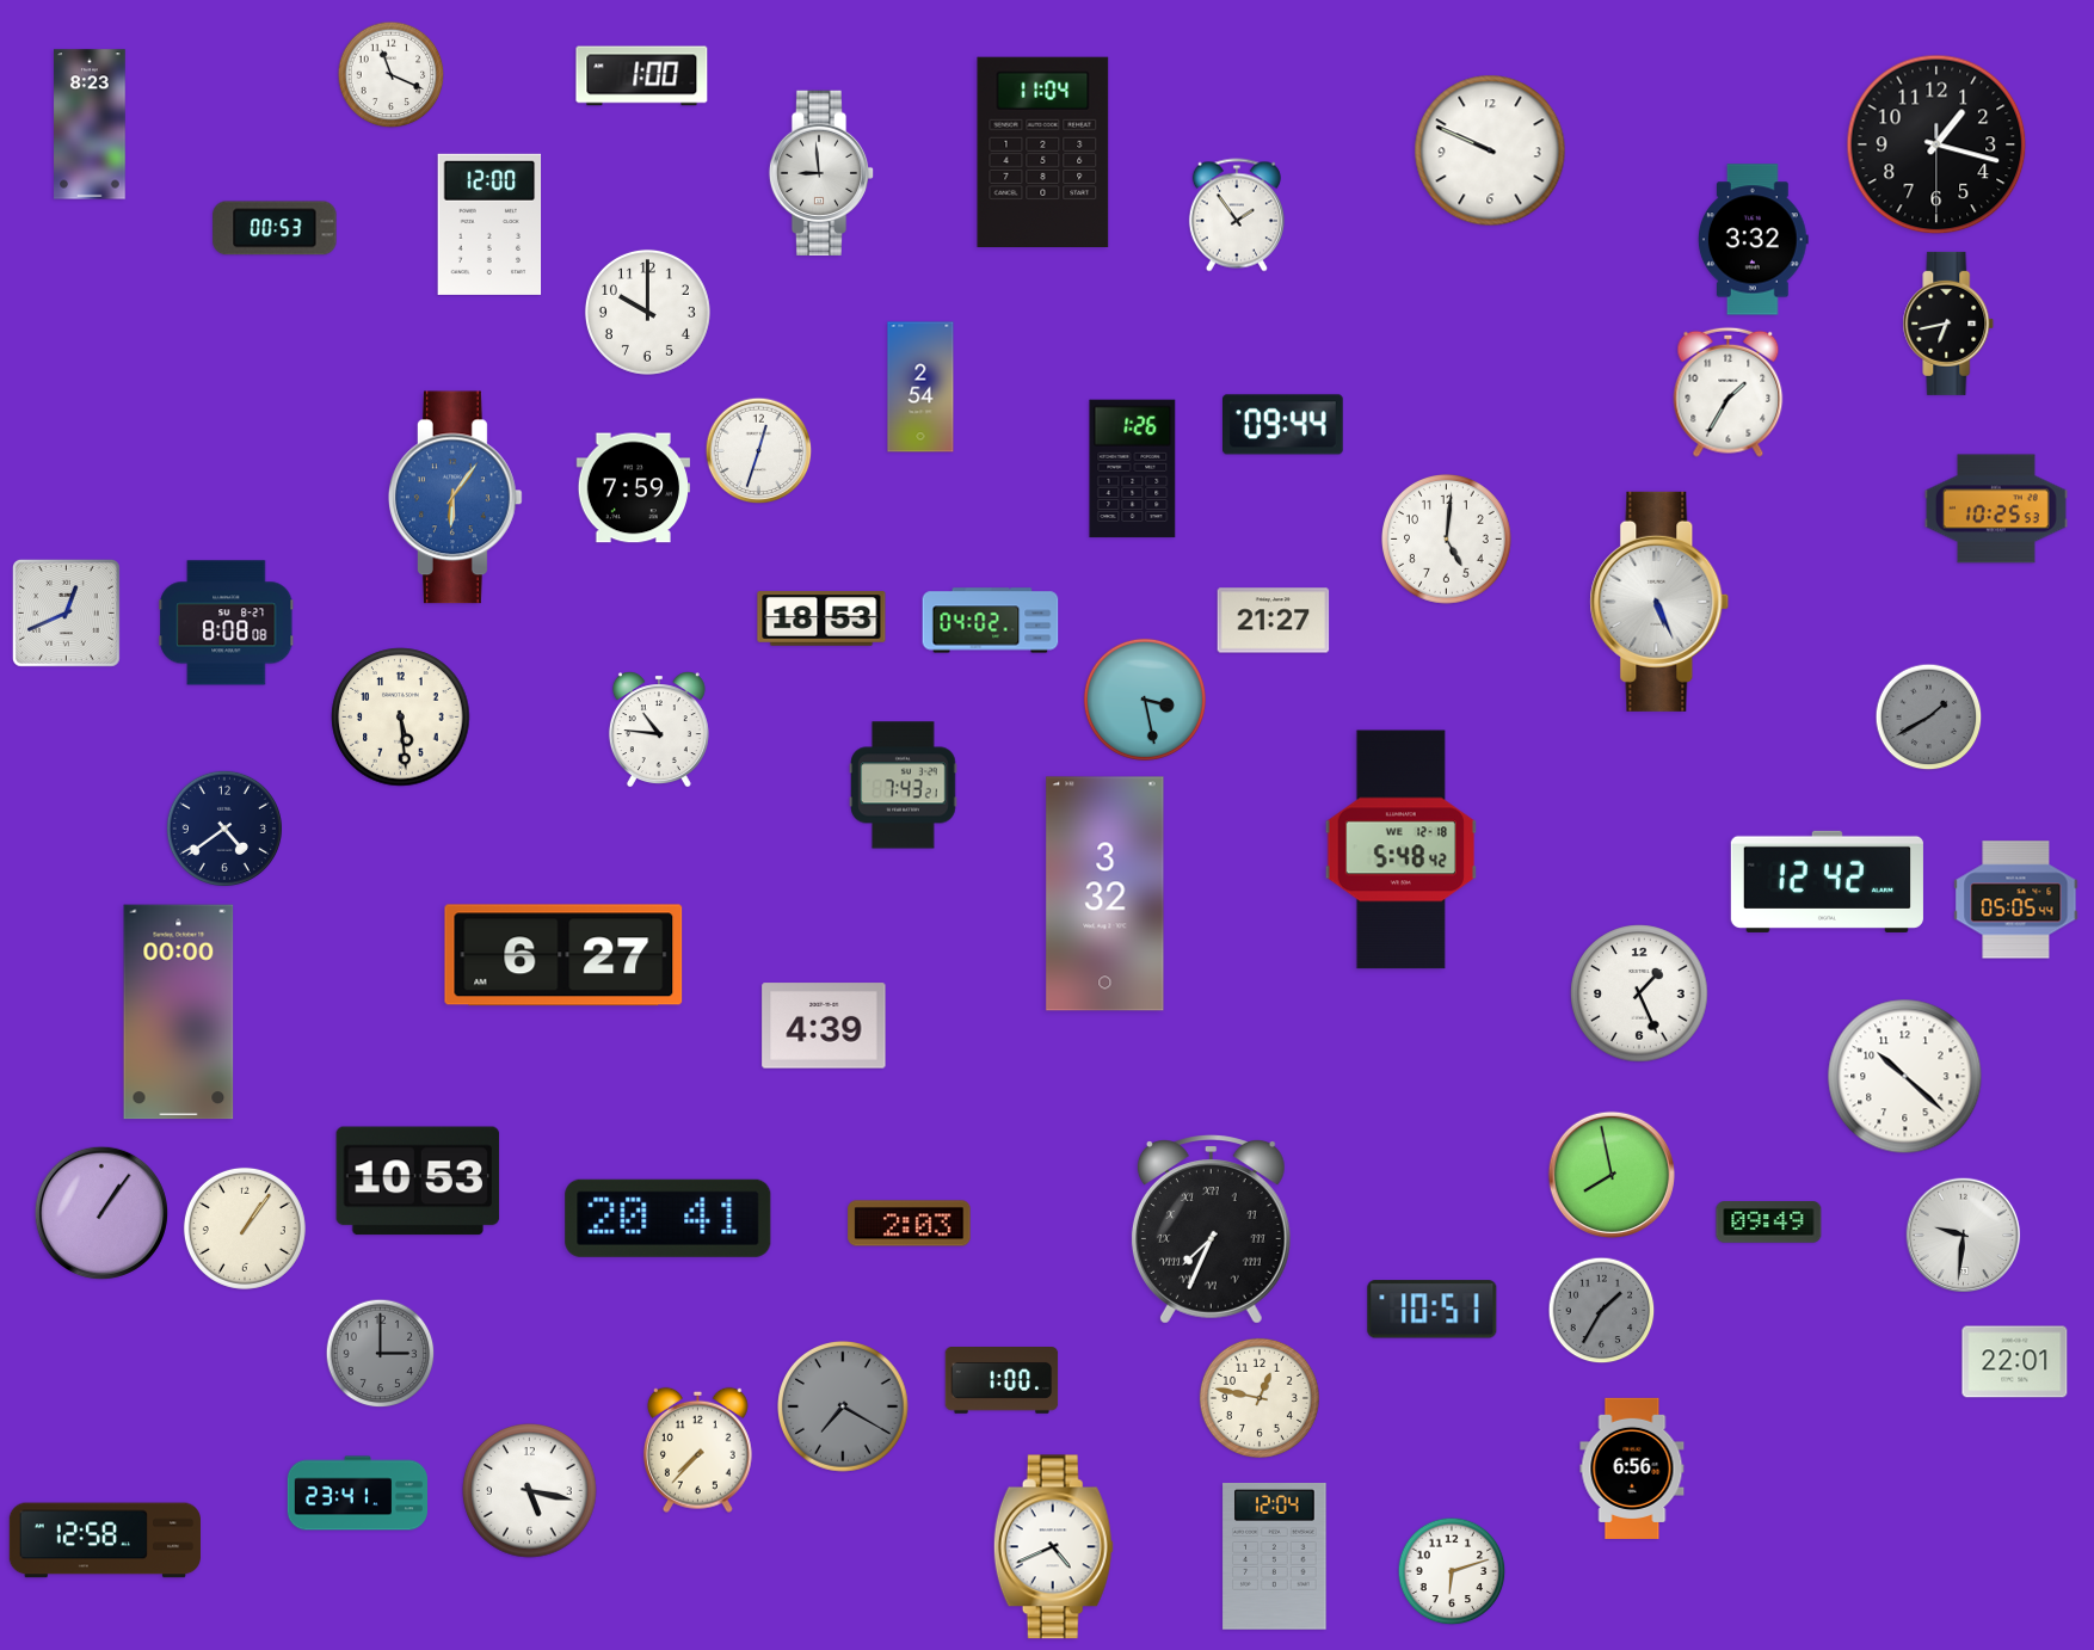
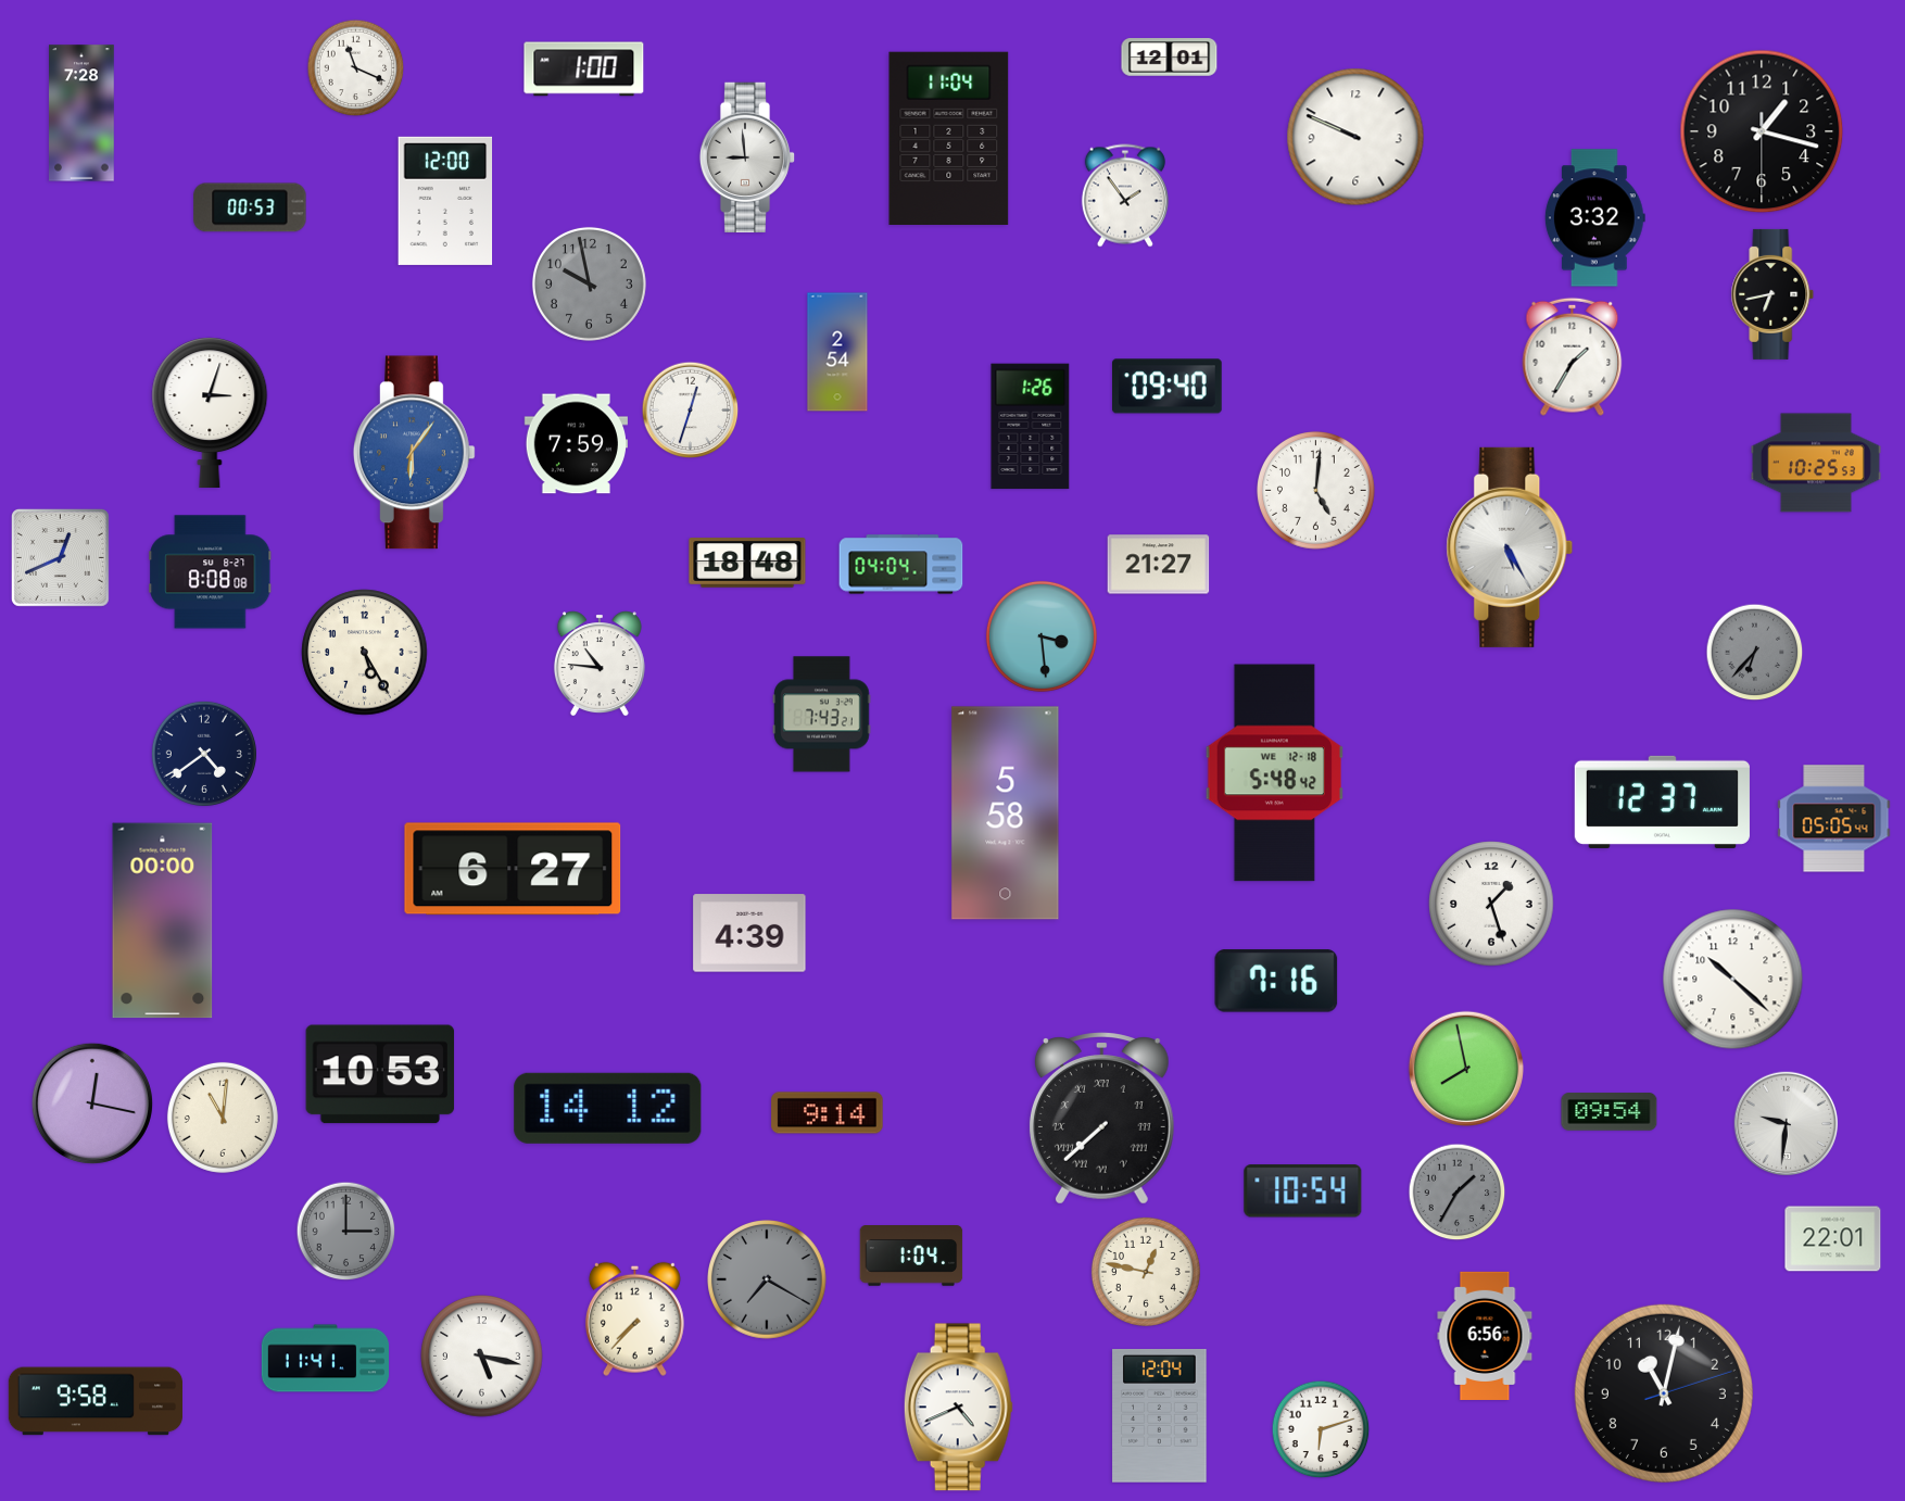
clock at (1170, 58): none -> 12:01
clock at (90, 124): 8:23 -> 7:28
clock at (489, 224) position: (489, 224) -> (445, 201)
clock at (647, 312): 10:00 -> 9:58
clock at (647, 312) dial: white -> grey
clock at (1283, 425): 09:44 -> 09:40
clock at (210, 412): none -> 3:03
clock at (1659, 602): 5:26 -> 5:25
clock at (821, 618): 18:53 -> 18:48
clock at (991, 621): 04:02 -> 04:04
clock at (227, 623) position: (227, 623) -> (211, 572)
clock at (1145, 700): 3:28 -> 3:29
clock at (401, 718): 5:29 -> 5:25
clock at (1929, 718): 1:40 -> 6:37
clock at (1827, 881): 12:42 -> 12:37
clock at (1105, 894): 3:32 -> 5:58
clock at (1639, 993): 1:26 -> 1:27
clock at (1276, 981): none -> 7:16
clock at (101, 1213): 1:06 -> 12:17
clock at (669, 1218): 20:41 -> 14:12
clock at (1769, 1223): 09:49 -> 09:54
clock at (910, 1224): 2:03 -> 9:14
clock at (245, 1229): 1:06 -> 11:01
clock at (1211, 1230): 7:34 -> 7:38
clock at (1433, 1310): 10:51 -> 10:54
clock at (1002, 1380): 1:00 -> 1:04
clock at (358, 1494): 23:41 -> 11:41
clock at (1664, 1393): none -> 11:02
clock at (104, 1540): 12:58 -> 9:58
